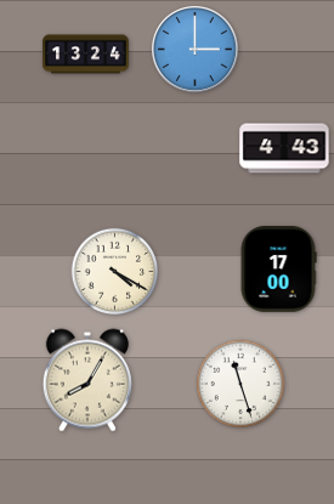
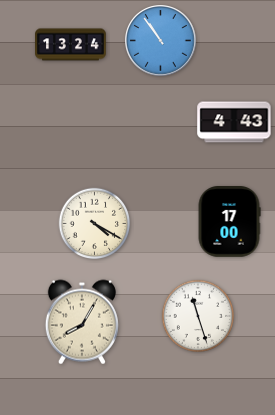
clock at (196, 50): 3:00 -> 10:54
clock at (87, 380) position: (87, 380) -> (82, 322)
